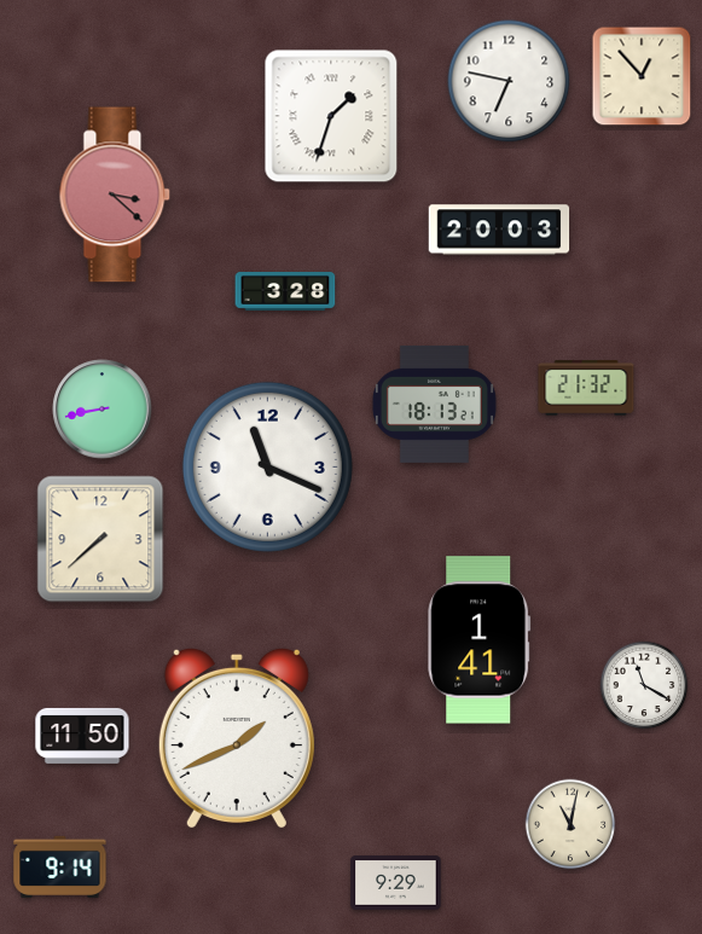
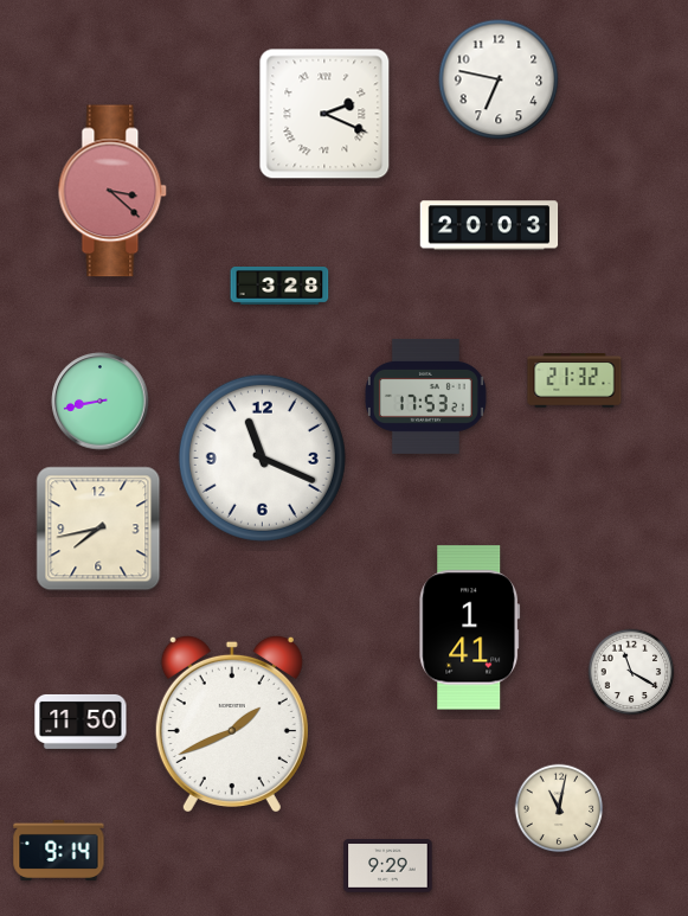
clock at (642, 76): 12:53 -> none
clock at (331, 116): 1:33 -> 2:19
clock at (434, 404): 18:13 -> 17:53
clock at (100, 539): 7:38 -> 7:43
